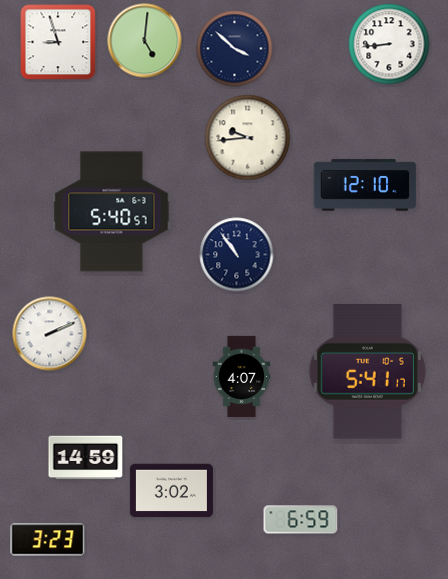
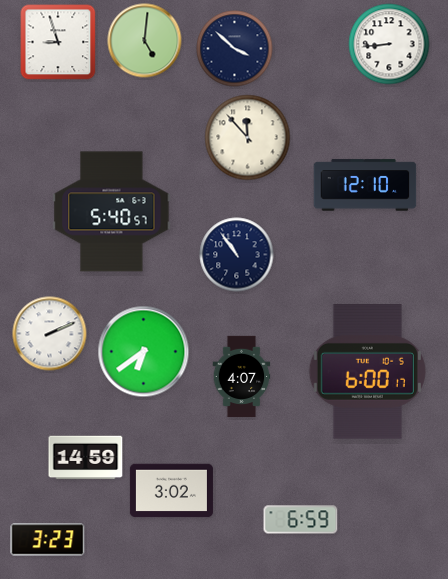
clock at (248, 138): 9:44 -> 11:53
clock at (144, 352): none -> 6:39
clock at (367, 372): 5:41 -> 6:00
